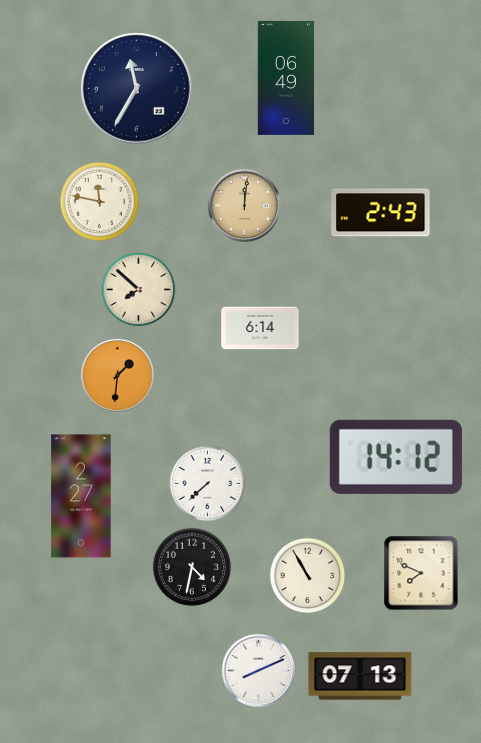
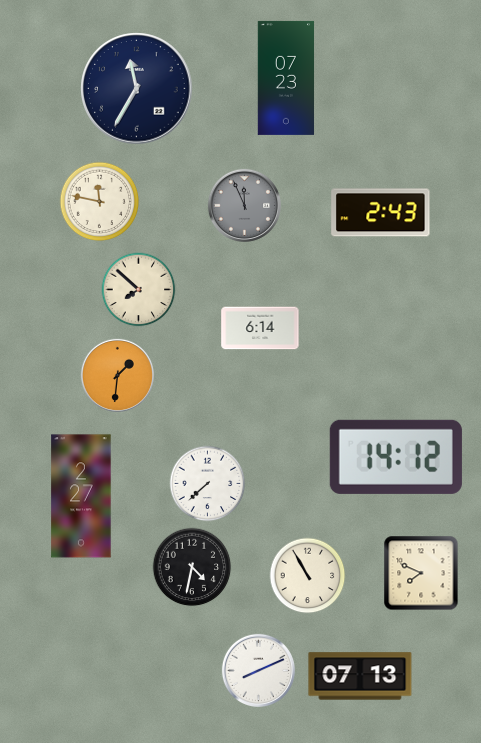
clock at (286, 78): 06:49 -> 07:23
clock at (244, 205): 12:01 -> 11:56
clock at (244, 205) dial: champagne -> grey
